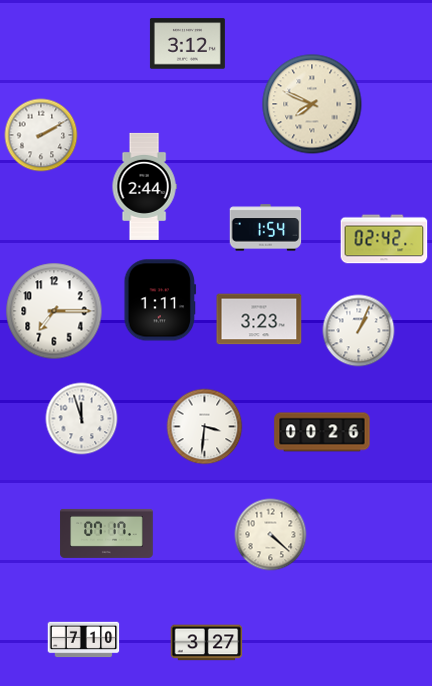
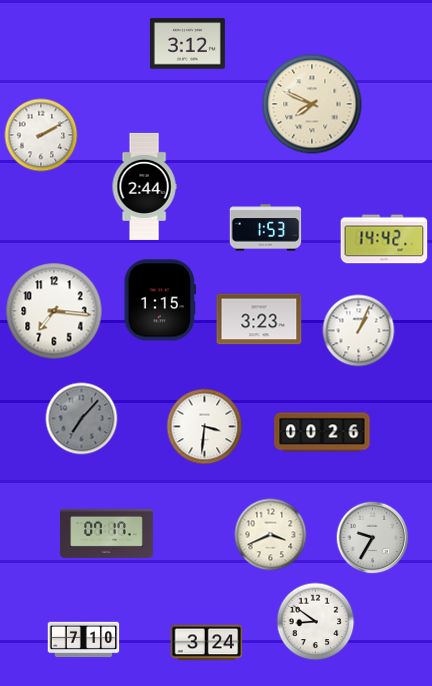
clock at (266, 228): 1:54 -> 1:53
clock at (384, 239): 02:42 -> 14:42
clock at (160, 300): 1:11 -> 1:15
clock at (54, 311): 7:15 -> 7:16
clock at (82, 419): 11:57 -> 7:07
clock at (82, 419) dial: white -> grey
clock at (271, 535): 4:22 -> 3:41
clock at (373, 538): none -> 9:35
clock at (316, 622): none -> 8:51
clock at (207, 643): 3:27 -> 3:24
